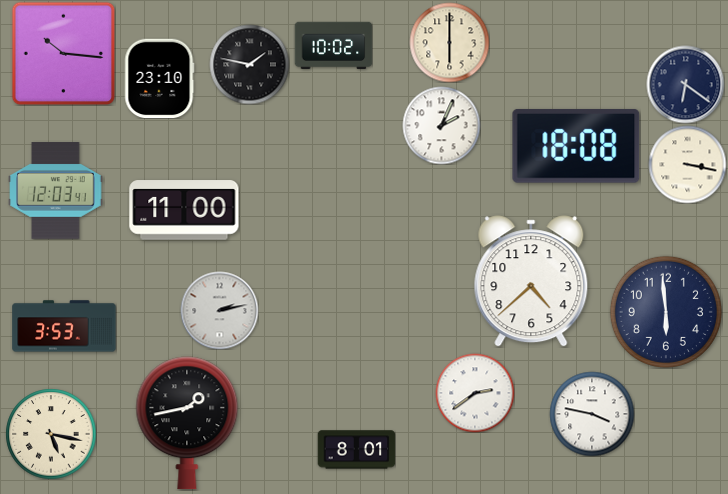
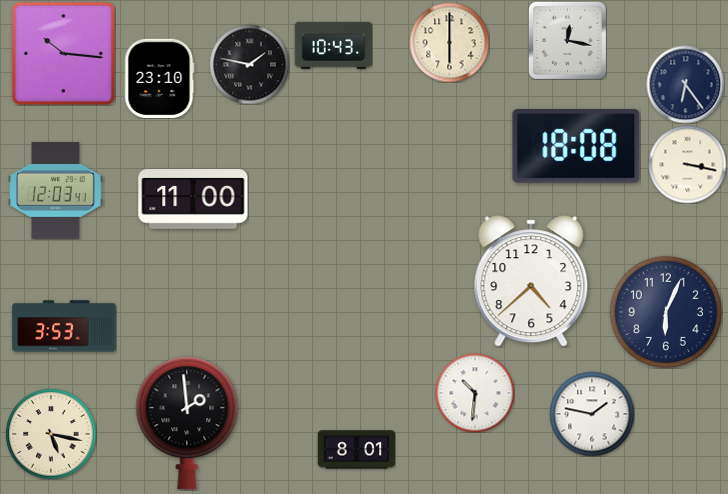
clock at (567, 40): none -> 12:17
clock at (333, 45): 10:02 -> 10:43
clock at (685, 84): 6:21 -> 6:24
clock at (441, 125): 2:04 -> none
clock at (184, 210) position: (184, 210) -> (193, 199)
clock at (219, 310): 2:13 -> none
clock at (666, 312): 5:59 -> 6:04
clock at (475, 393): 2:39 -> 10:31
clock at (592, 414): 3:47 -> 1:47
clock at (187, 423): 1:43 -> 1:59
